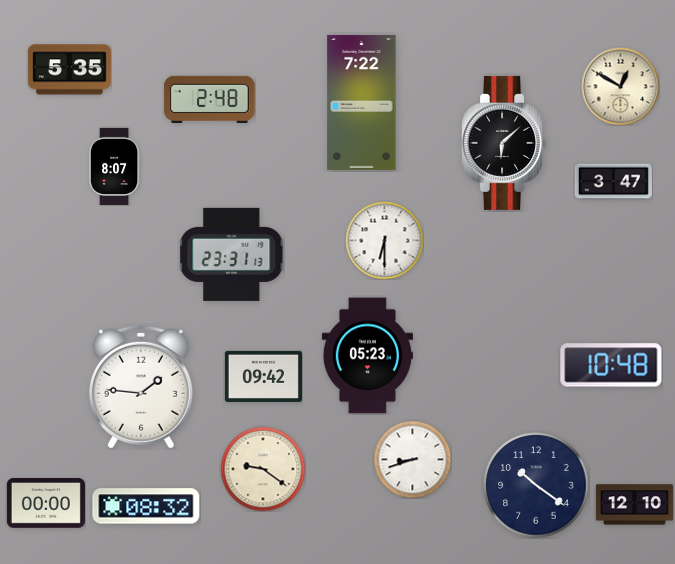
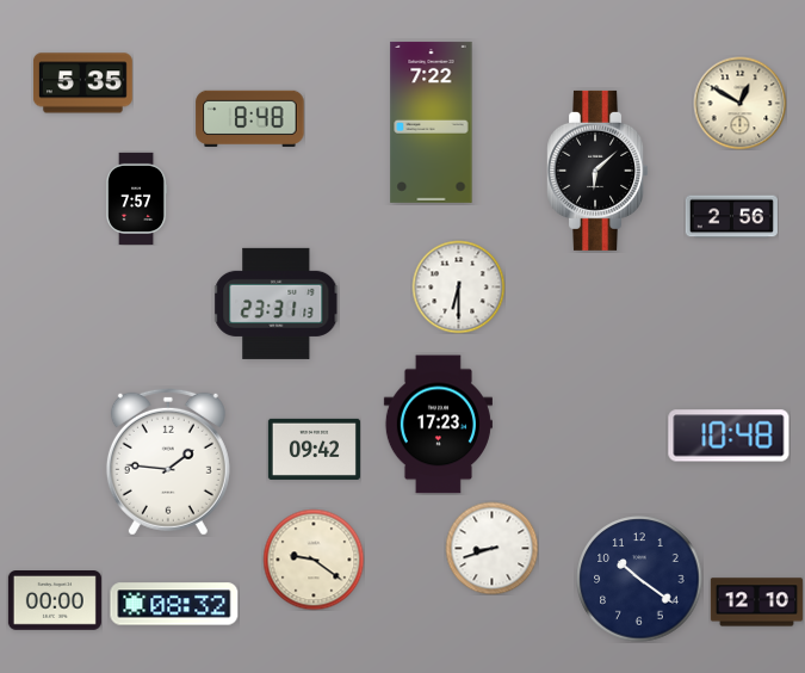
clock at (210, 99): 2:48 -> 8:48
clock at (504, 143) position: (504, 143) -> (597, 171)
clock at (115, 166): 8:07 -> 7:57
clock at (613, 182): 3:47 -> 2:56
clock at (367, 356): 05:23 -> 17:23
